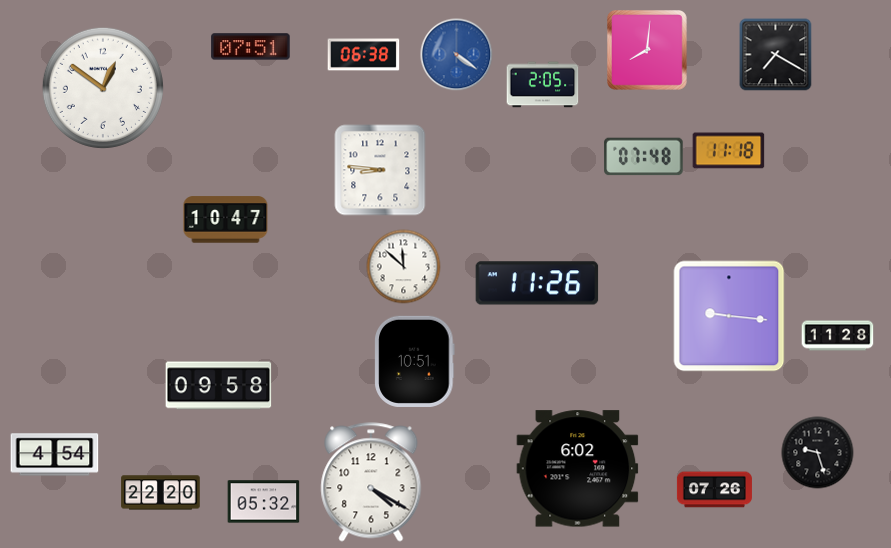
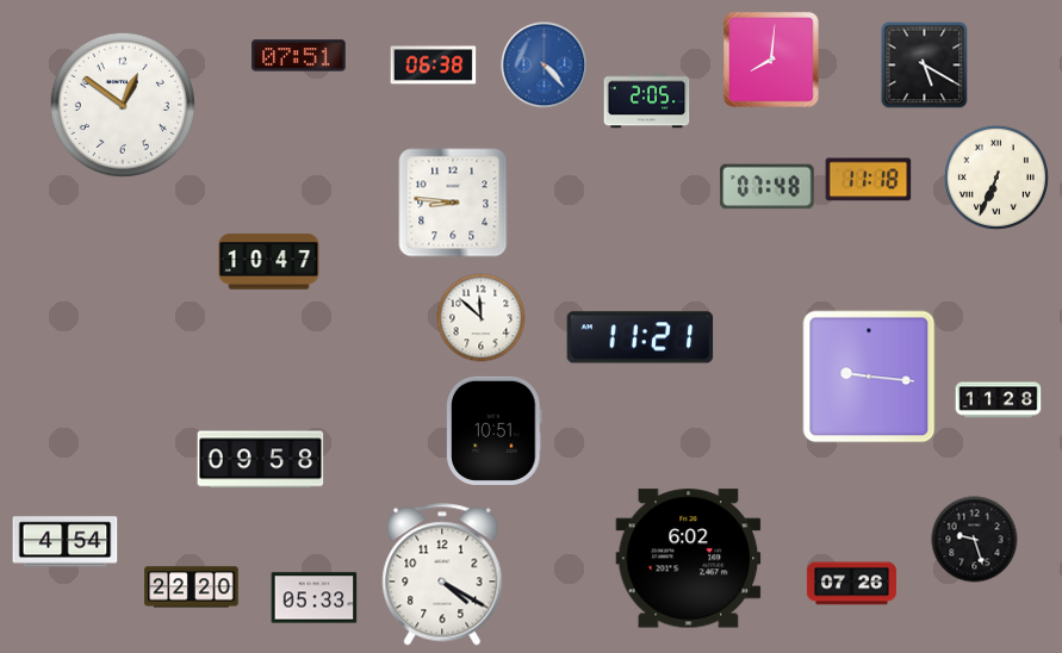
clock at (457, 55): 4:21 -> 4:23
clock at (776, 55): 7:20 -> 5:20
clock at (996, 178): none -> 6:34
clock at (537, 283): 11:26 -> 11:21
clock at (264, 502): 05:32 -> 05:33
